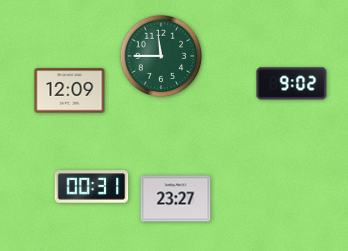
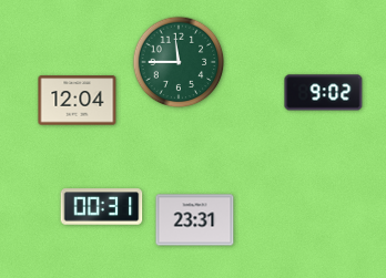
clock at (70, 91): 12:09 -> 12:04
clock at (176, 199): 23:27 -> 23:31
